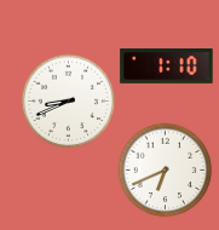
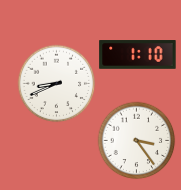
clock at (165, 169): 6:41 -> 3:24
